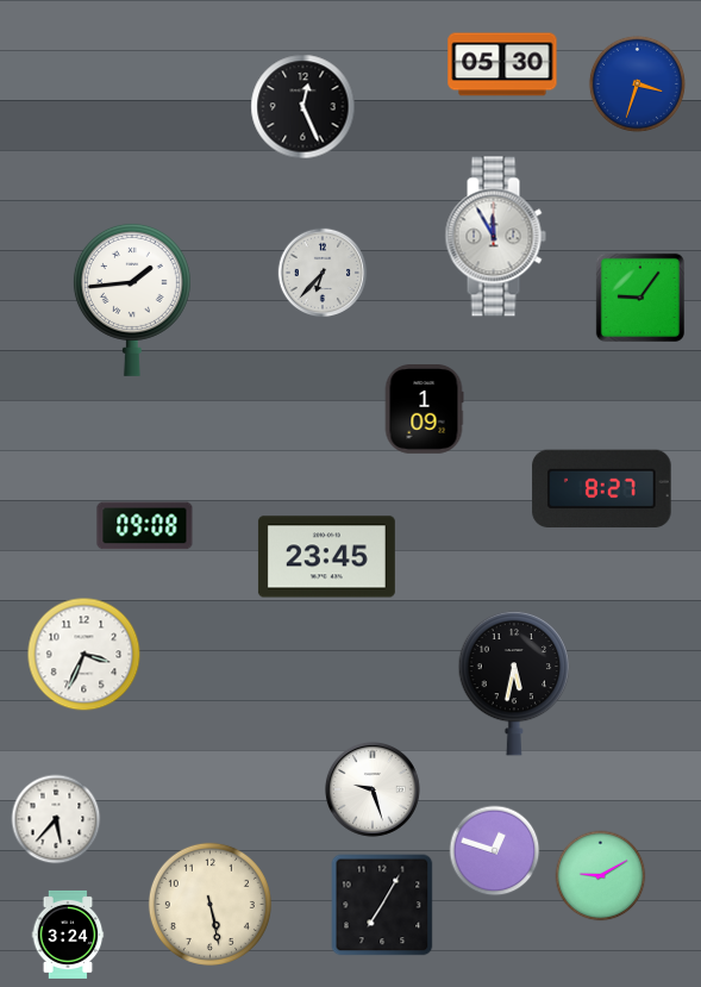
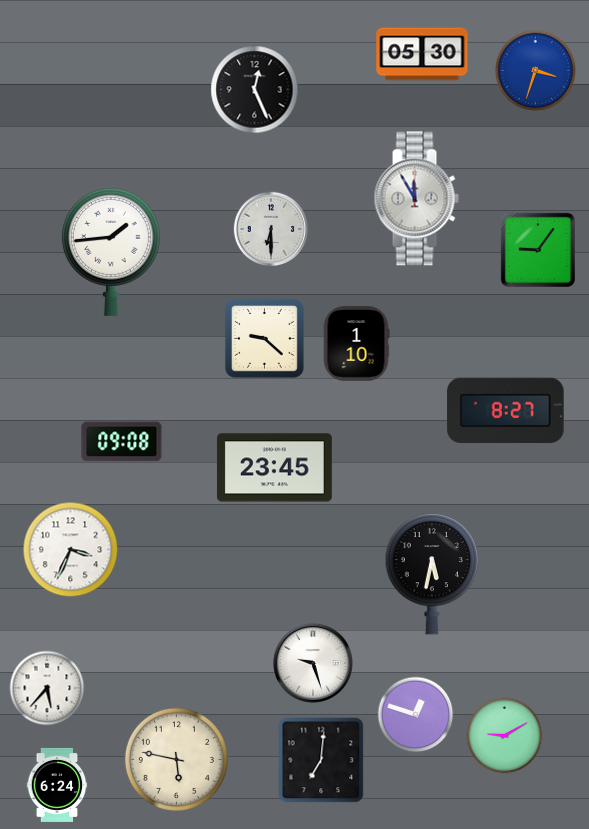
clock at (323, 273): 6:37 -> 6:30
clock at (264, 338): none -> 9:22
clock at (424, 410): 1:09 -> 1:10
clock at (209, 904): 5:28 -> 5:47
clock at (382, 905): 7:05 -> 7:01
clock at (68, 935): 3:24 -> 6:24
